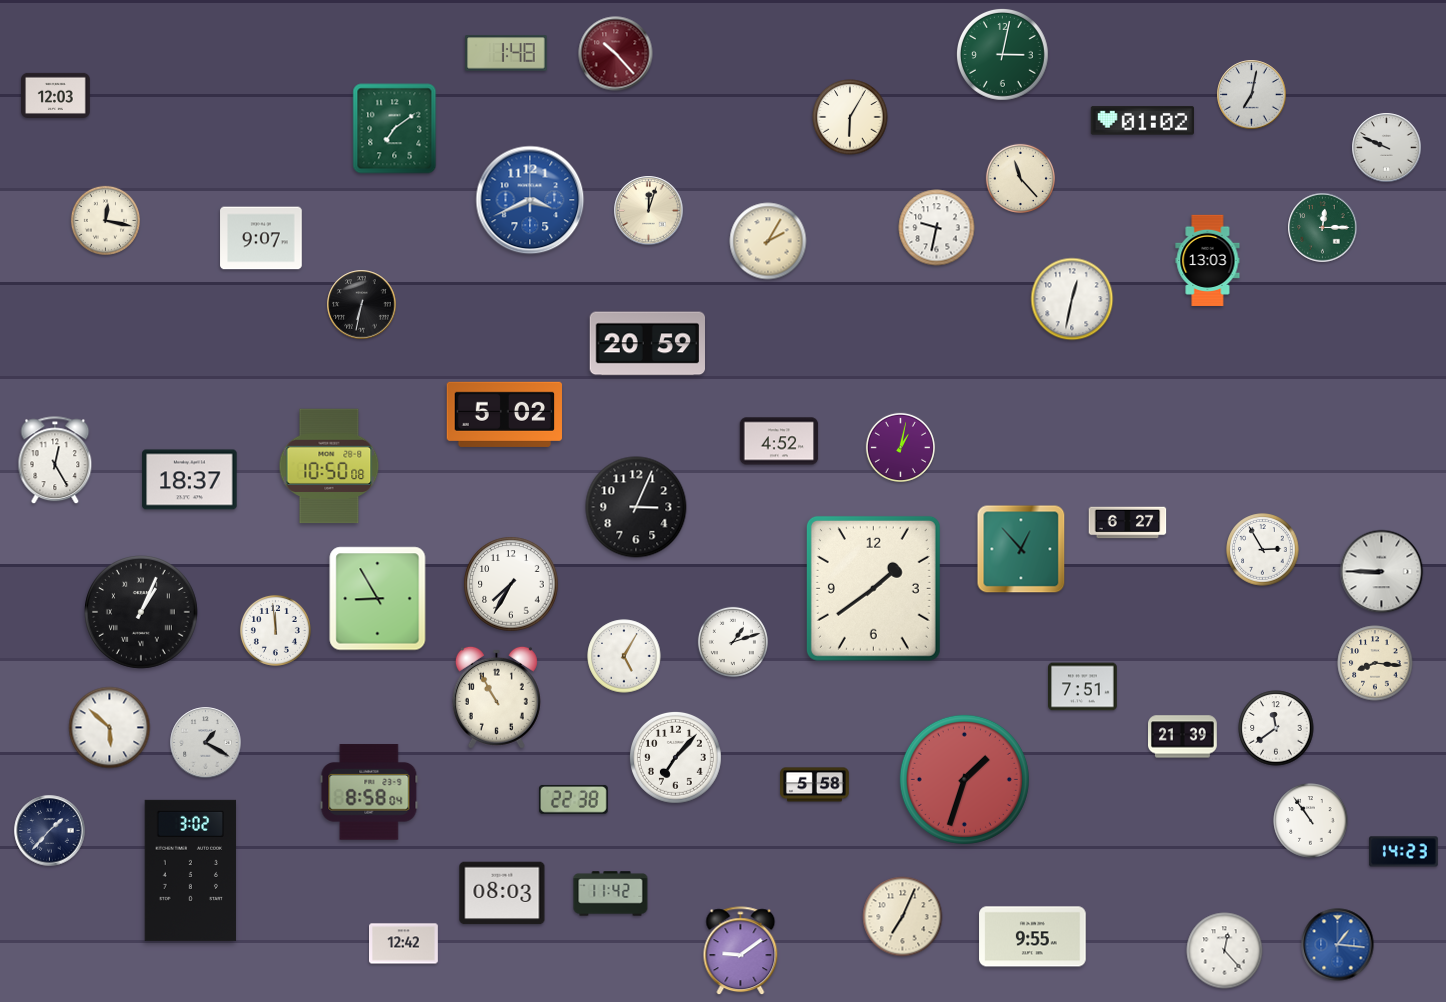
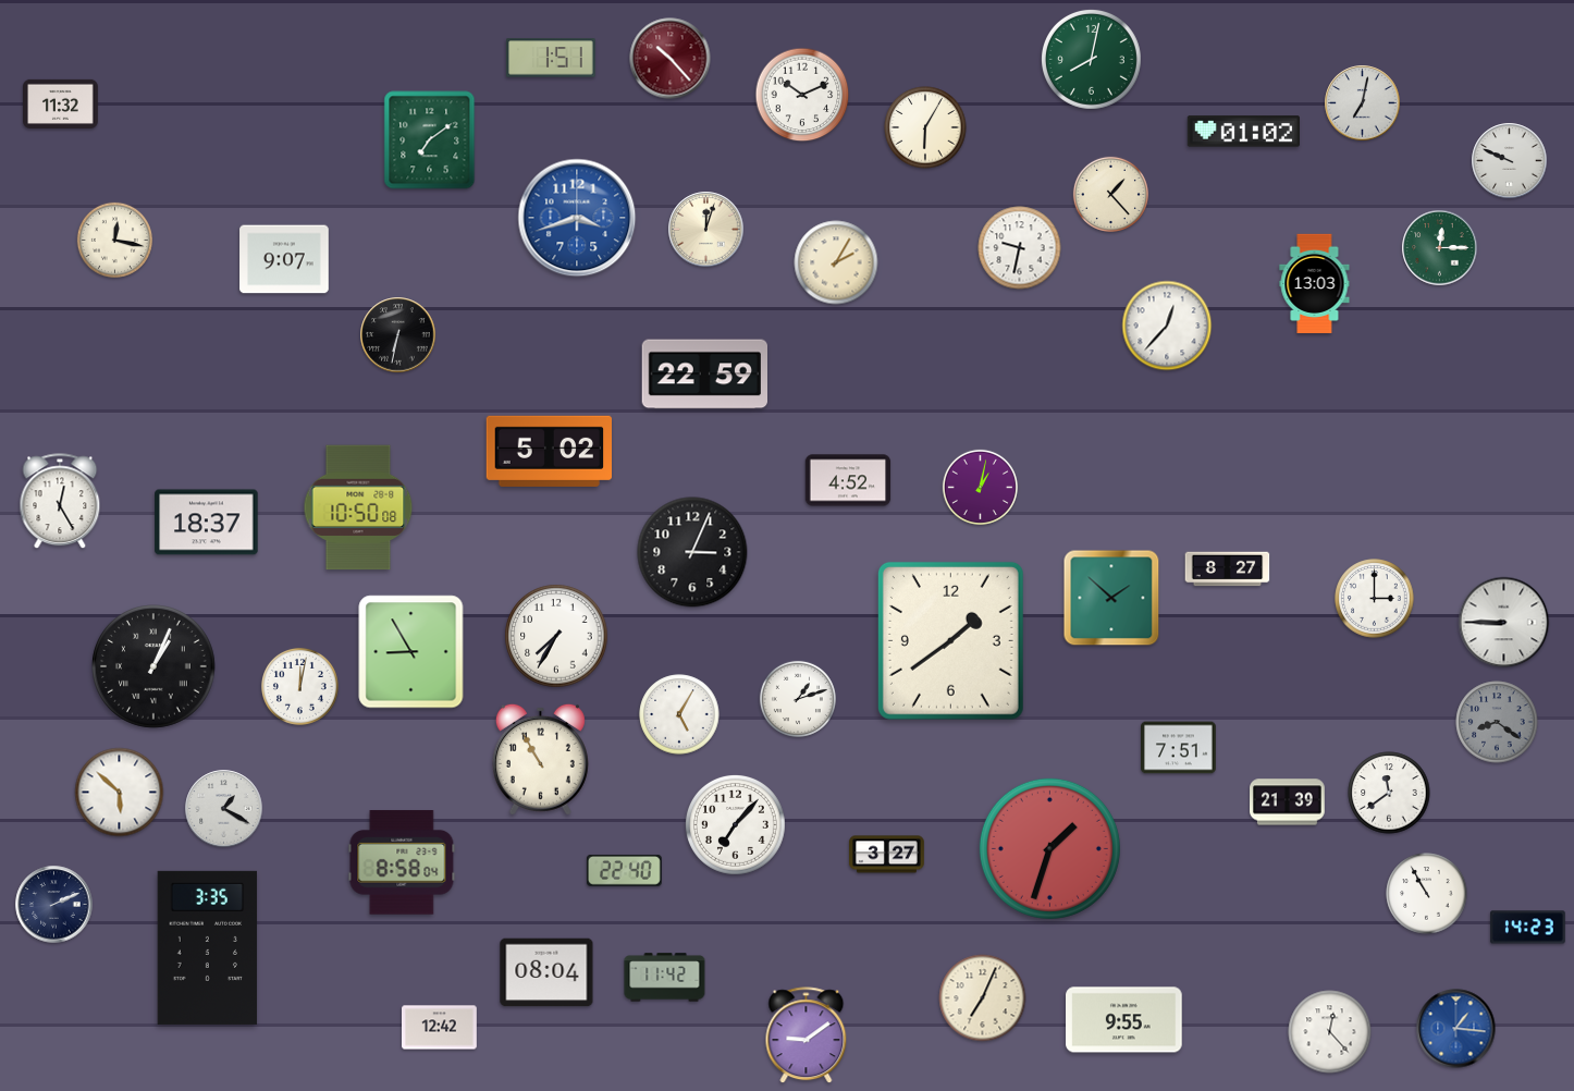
clock at (506, 53): 1:48 -> 1:51
clock at (1002, 54): 3:02 -> 8:02
clock at (802, 95): none -> 10:11
clock at (56, 95): 12:03 -> 11:32
clock at (1020, 178): 11:23 -> 1:23
clock at (530, 200): 3:41 -> 3:42
clock at (1072, 299): 12:32 -> 12:37
clock at (362, 305) position: (362, 305) -> (398, 335)
clock at (647, 344): 20:59 -> 22:59
clock at (1128, 523): 6:27 -> 8:27
clock at (1021, 549): 12:53 -> 1:52
clock at (1263, 550): 2:55 -> 3:00
clock at (275, 630): 11:59 -> 12:02
clock at (1375, 663): 8:16 -> 8:21
clock at (1375, 663) dial: cream -> grey
clock at (815, 785): 5:58 -> 3:27
clock at (573, 800): 22:38 -> 22:40
clock at (1311, 821): 10:54 -> 10:55
clock at (50, 831): 1:37 -> 2:11
clock at (191, 870): 3:02 -> 3:35
clock at (502, 893): 08:03 -> 08:04
clock at (611, 894) position: (611, 894) -> (665, 978)
clock at (1225, 951) position: (1225, 951) -> (1330, 1032)
